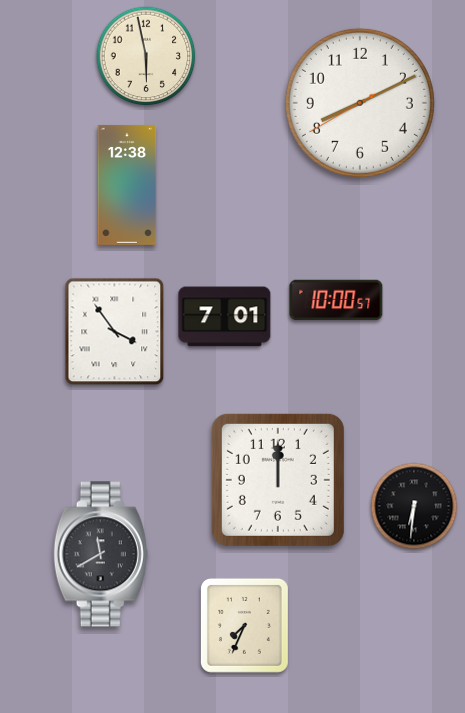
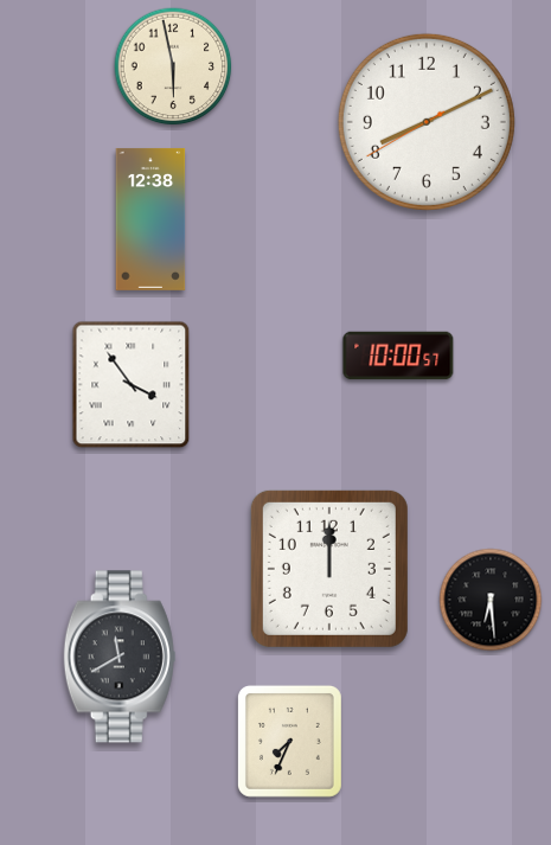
clock at (225, 317): 7:01 -> none
clock at (115, 332) position: (115, 332) -> (132, 385)
clock at (414, 506): 6:31 -> 6:29
